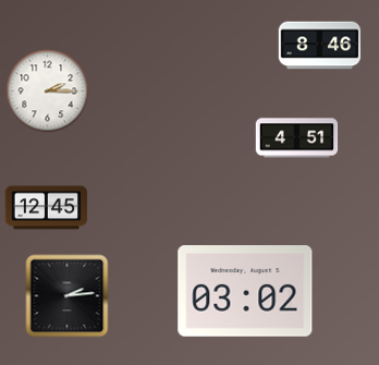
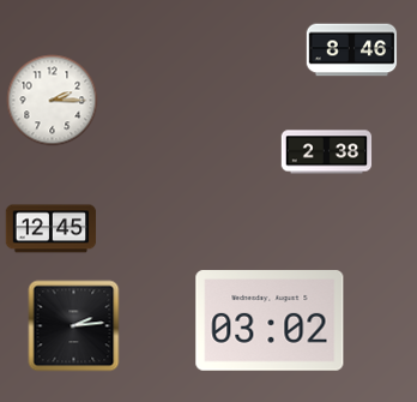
clock at (297, 138): 4:51 -> 2:38
